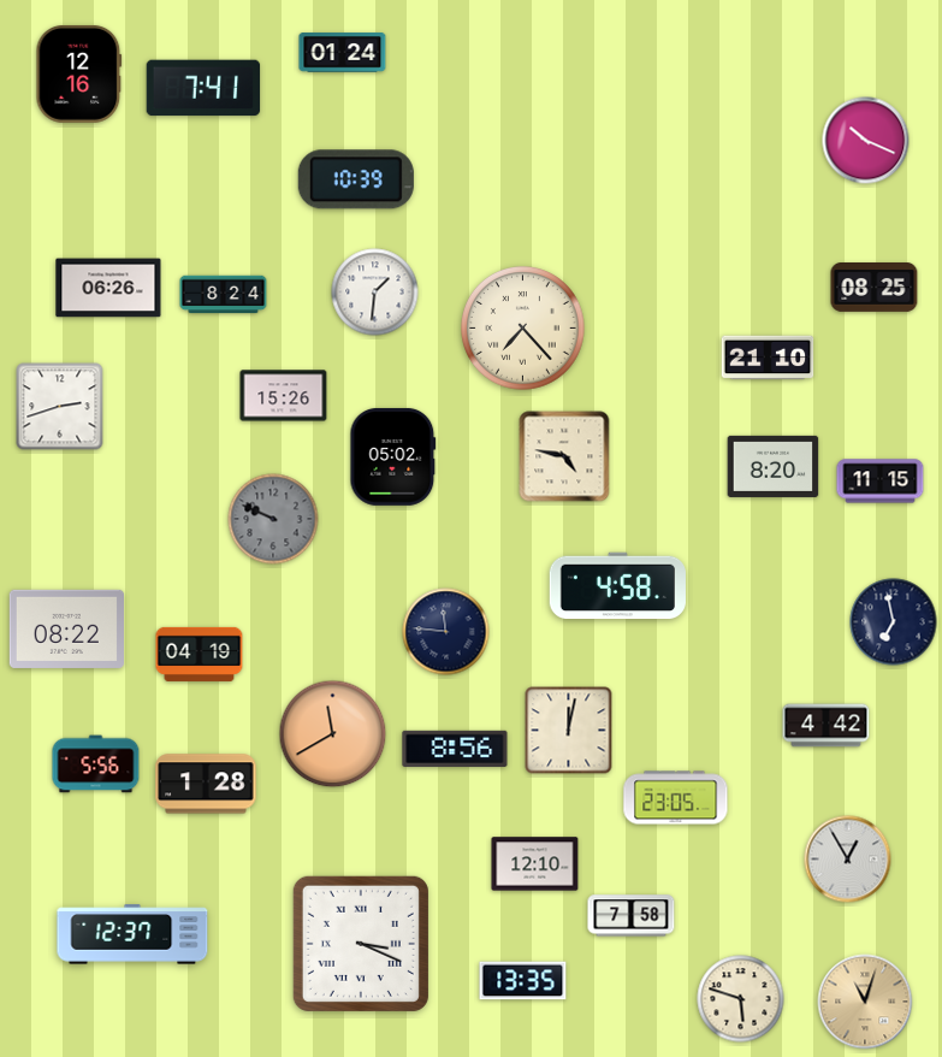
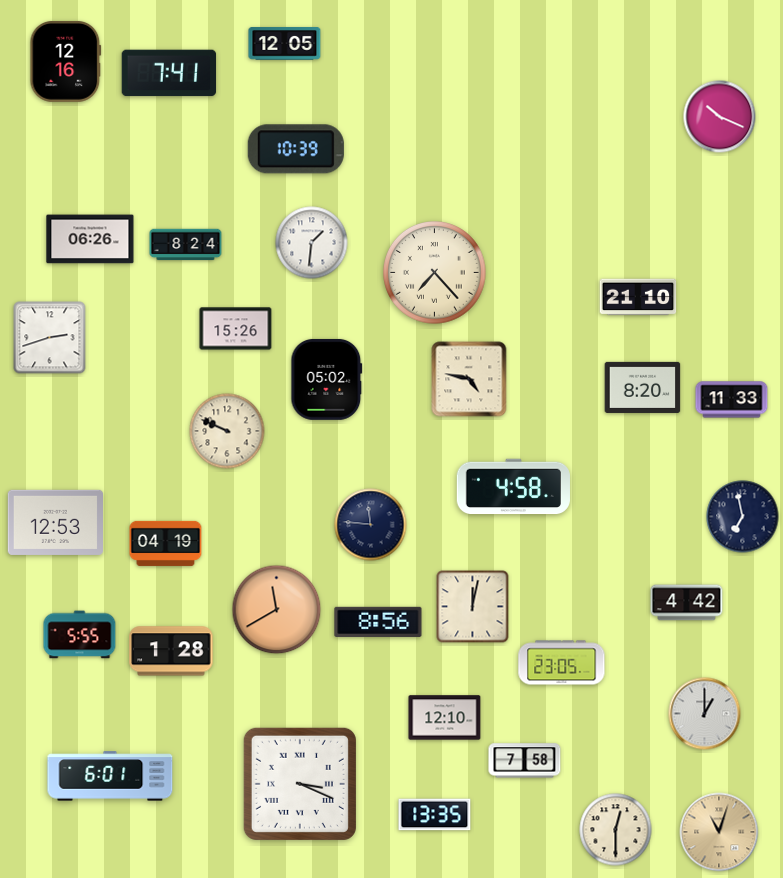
clock at (343, 53): 01:24 -> 12:05
clock at (875, 288): 08:25 -> none
clock at (881, 482): 11:15 -> 11:33
clock at (273, 519) dial: grey -> cream
clock at (66, 628): 08:22 -> 12:53
clock at (96, 764): 5:56 -> 5:55
clock at (848, 860): 12:55 -> 1:00
clock at (132, 934): 12:37 -> 6:01
clock at (741, 999): 5:48 -> 12:30
